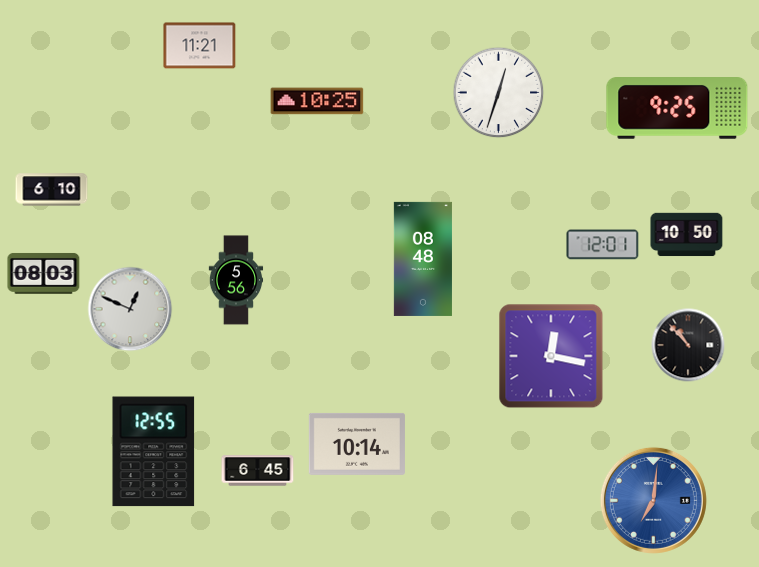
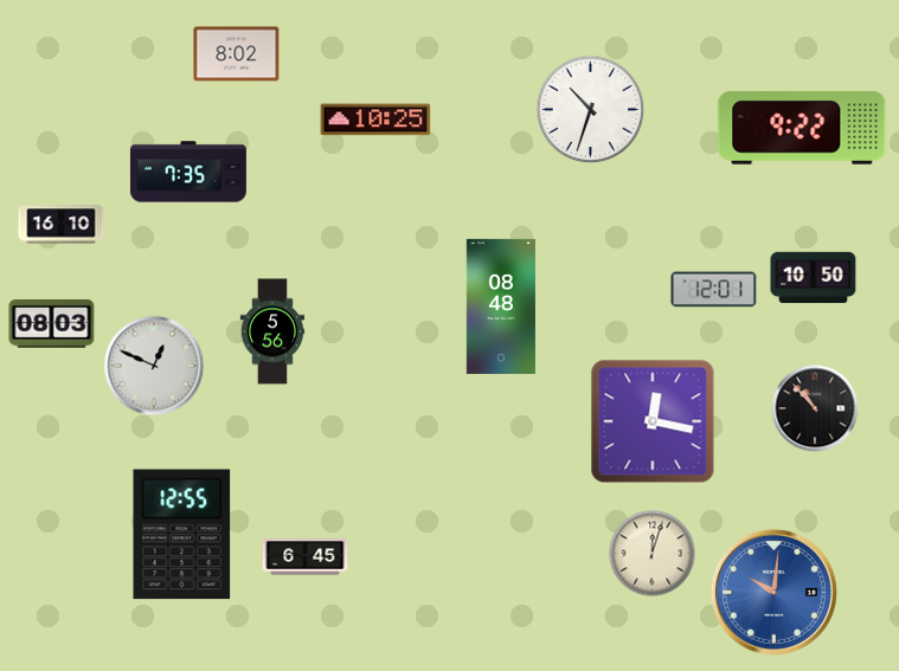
clock at (200, 46): 11:21 -> 8:02
clock at (499, 93): 12:33 -> 10:33
clock at (677, 109): 9:25 -> 9:22
clock at (188, 172): none -> 7:35
clock at (52, 190): 6:10 -> 16:10
clock at (236, 280) position: (236, 280) -> (272, 331)
clock at (357, 444): 10:14 -> none
clock at (653, 554): none -> 12:03
clock at (653, 500): 7:01 -> 10:01
